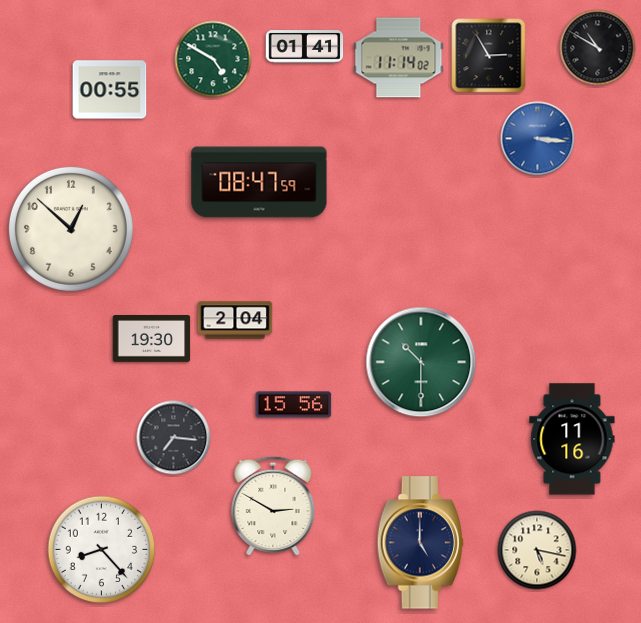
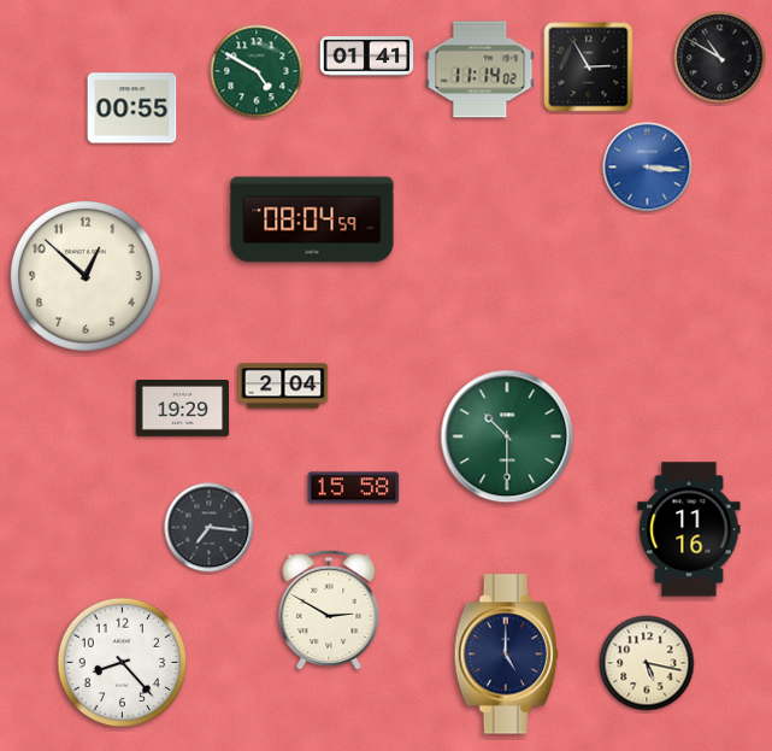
clock at (259, 182): 08:47 -> 08:04
clock at (152, 339): 19:30 -> 19:29
clock at (294, 405): 15:56 -> 15:58
